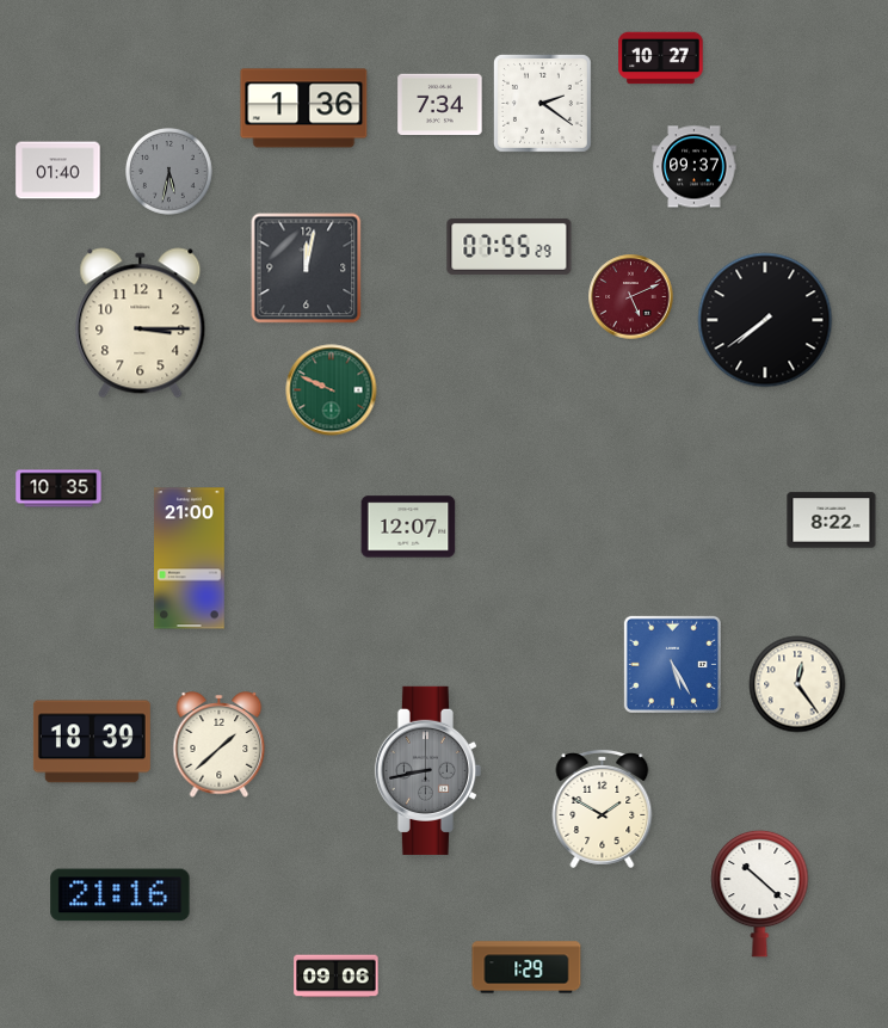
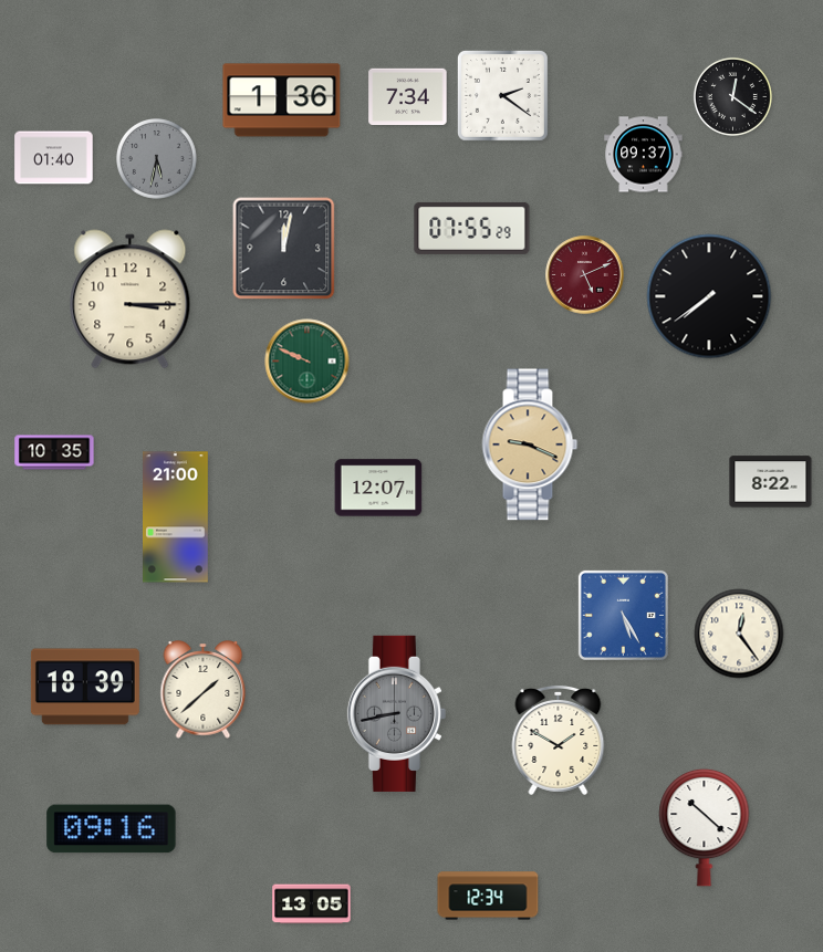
clock at (661, 59): 10:27 -> none
clock at (732, 96): none -> 12:21
clock at (530, 444): none -> 9:19
clock at (603, 808) position: (603, 808) -> (559, 740)
clock at (121, 895): 21:16 -> 09:16
clock at (526, 967): 1:29 -> 12:34
clock at (337, 977): 09:06 -> 13:05
